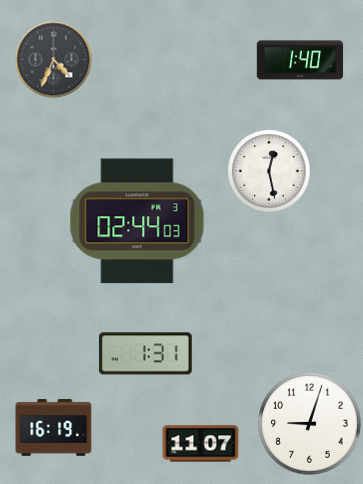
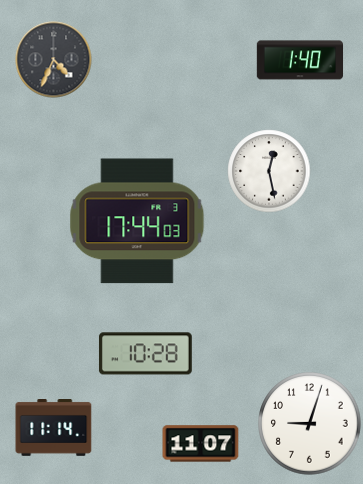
clock at (137, 221): 02:44 -> 17:44
clock at (145, 354): 1:31 -> 10:28
clock at (54, 428): 16:19 -> 11:14
